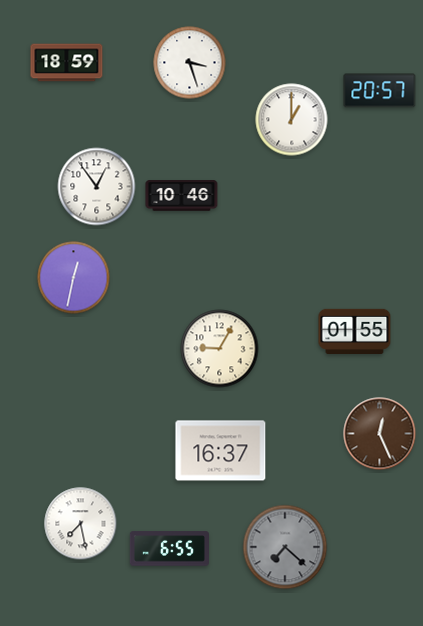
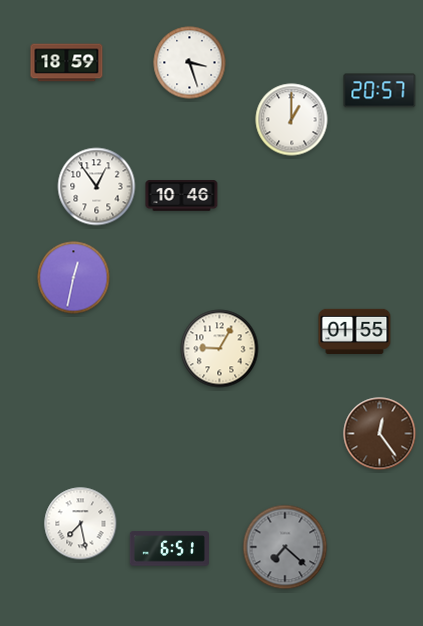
clock at (380, 434): 12:26 -> 12:24
clock at (221, 451): 16:37 -> none
clock at (169, 549): 6:55 -> 6:51
